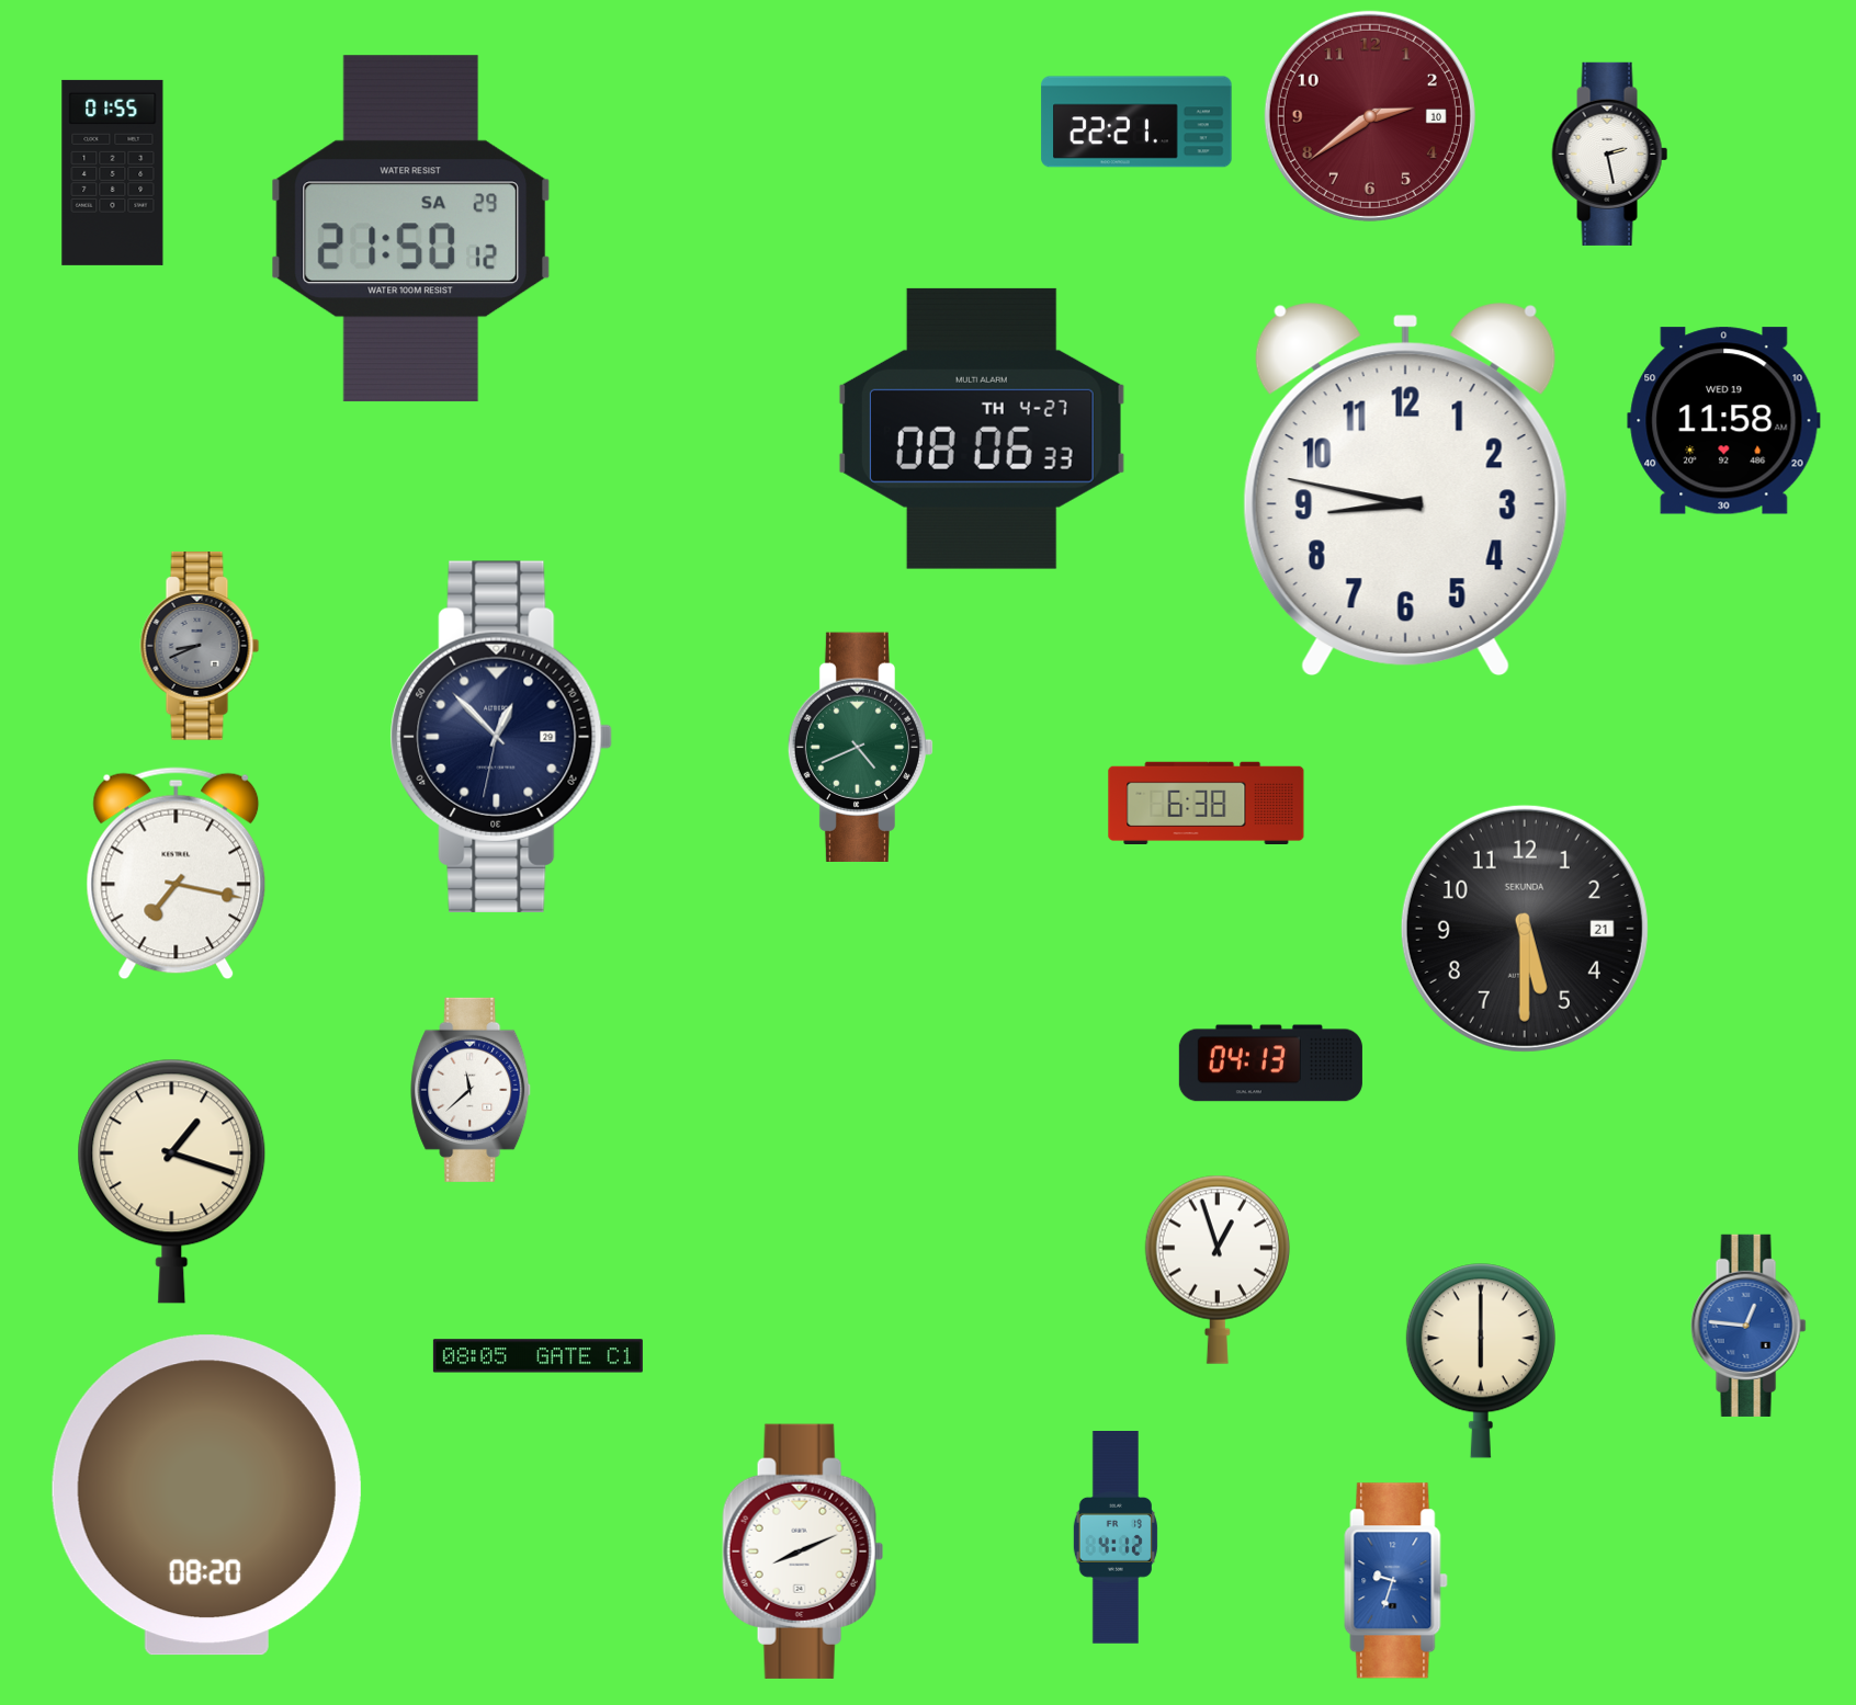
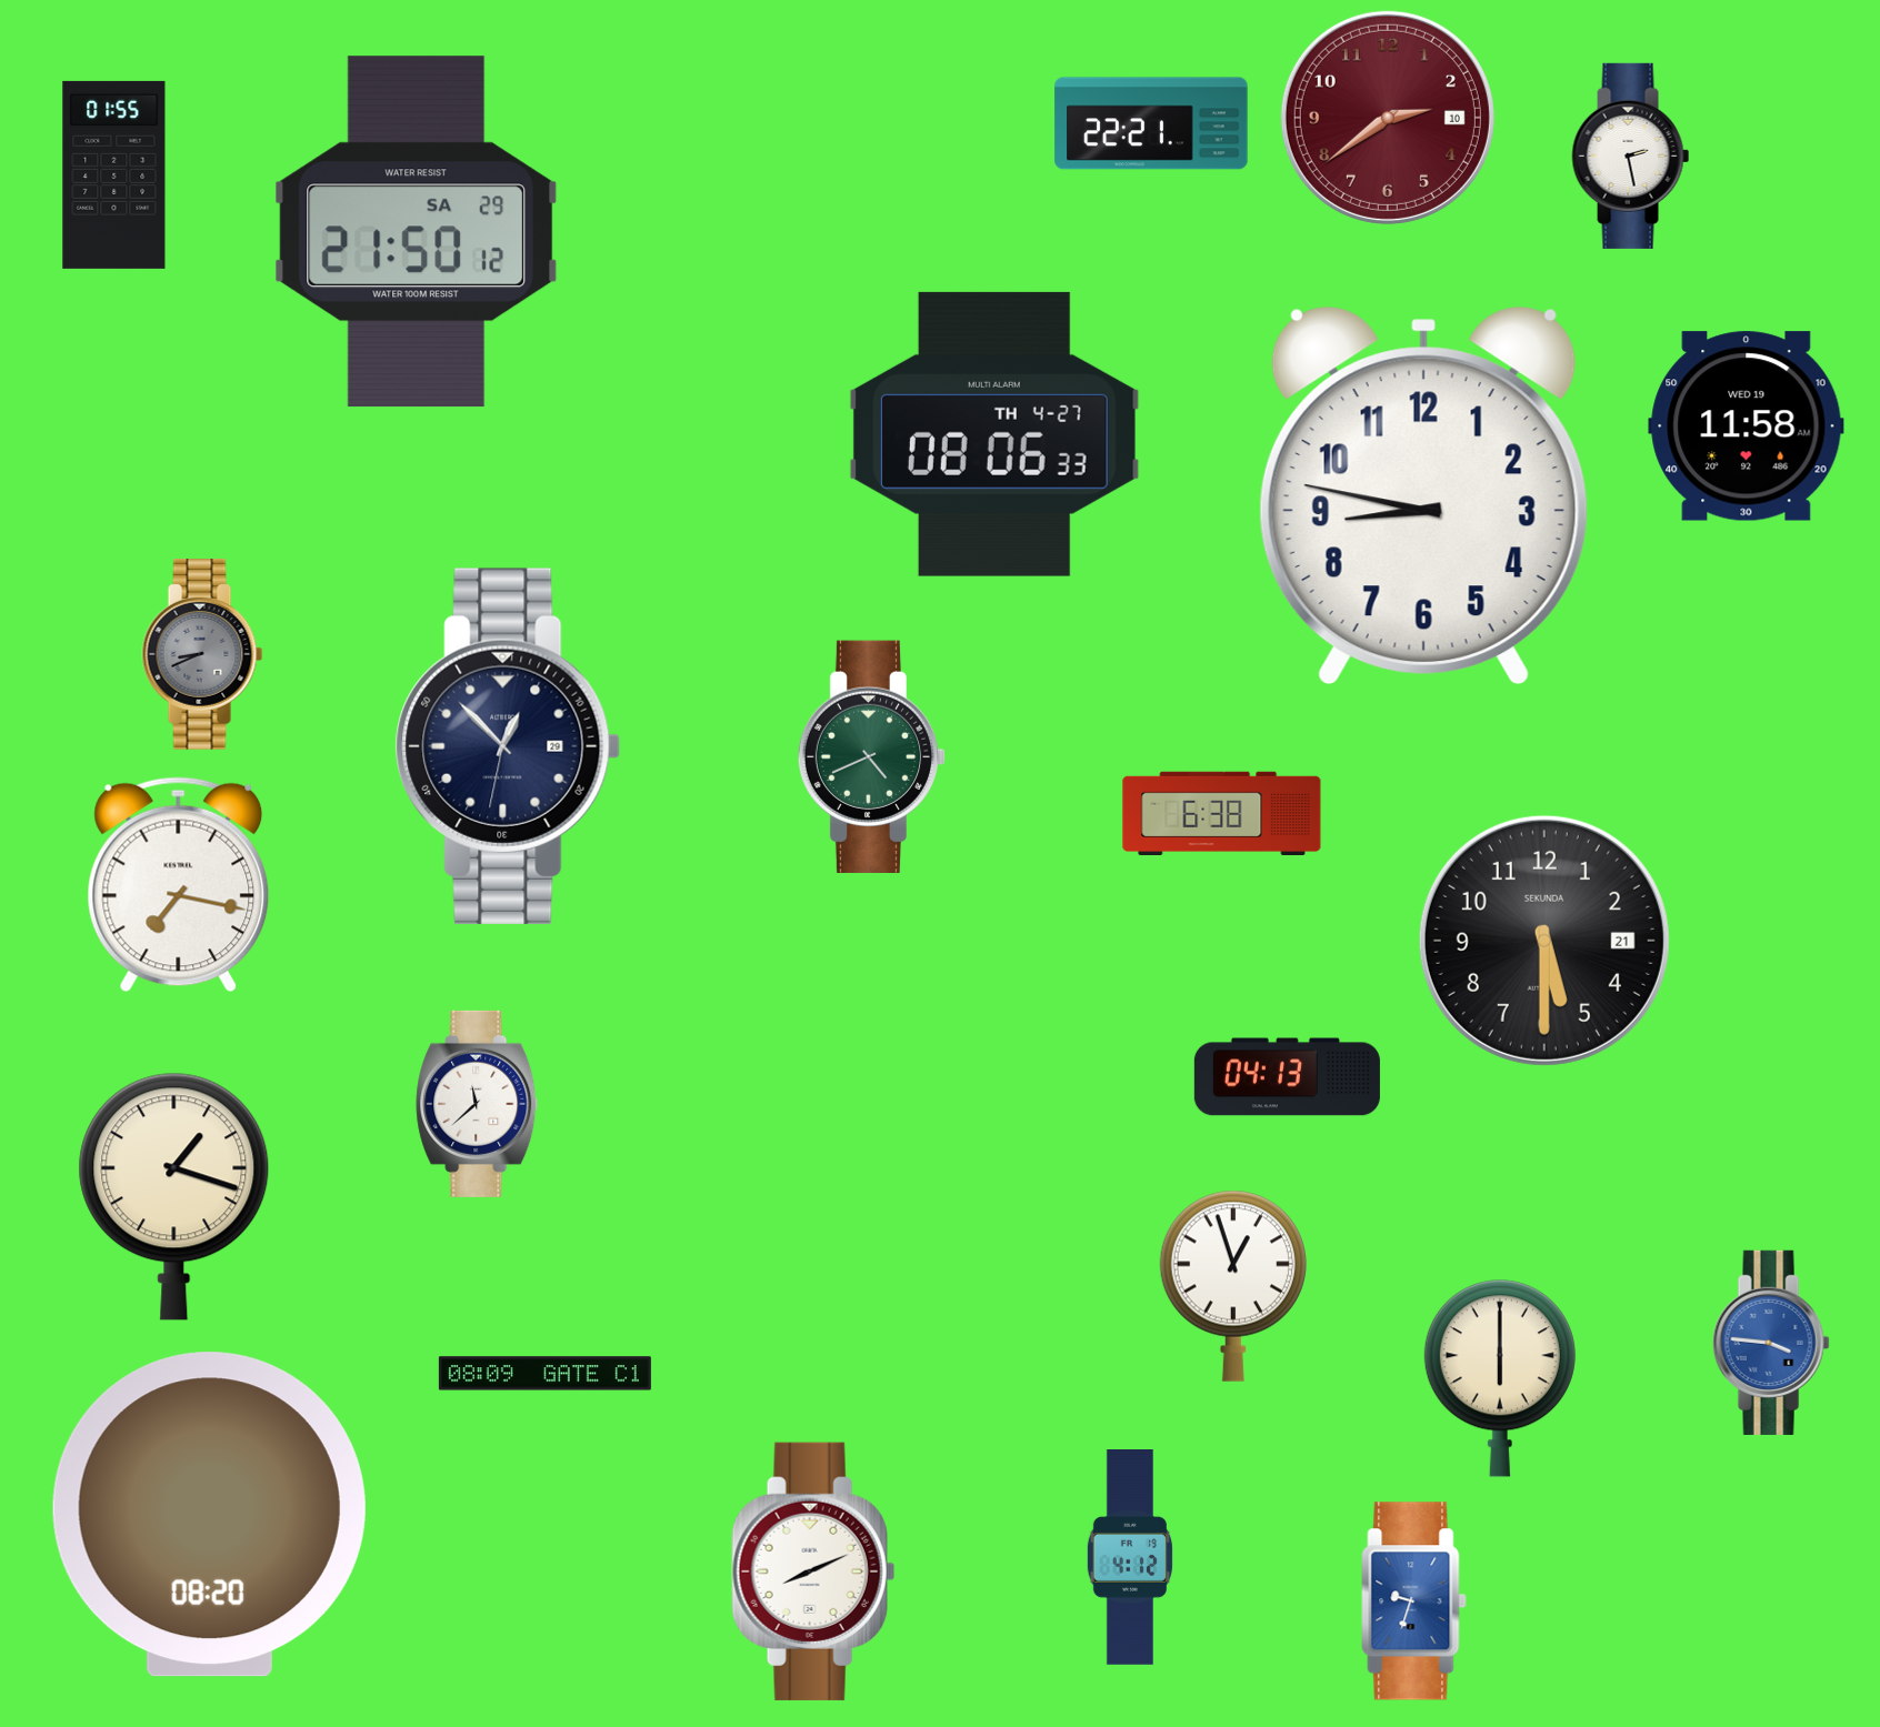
clock at (1749, 1326): 12:46 -> 3:46
clock at (537, 1356): 08:05 -> 08:09
